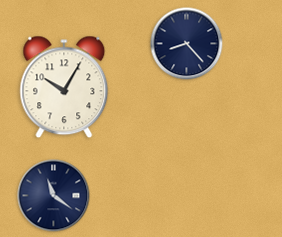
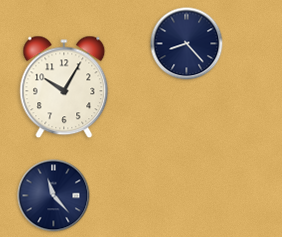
clock at (54, 196): 11:21 -> 11:23
